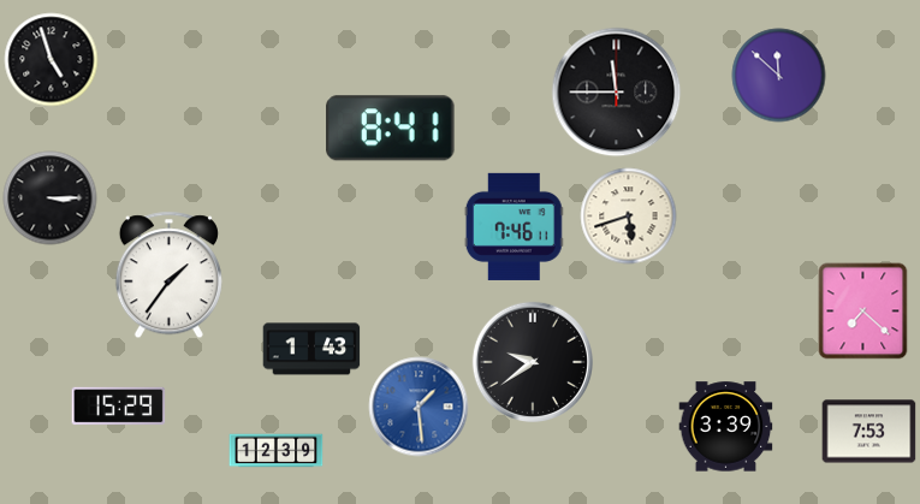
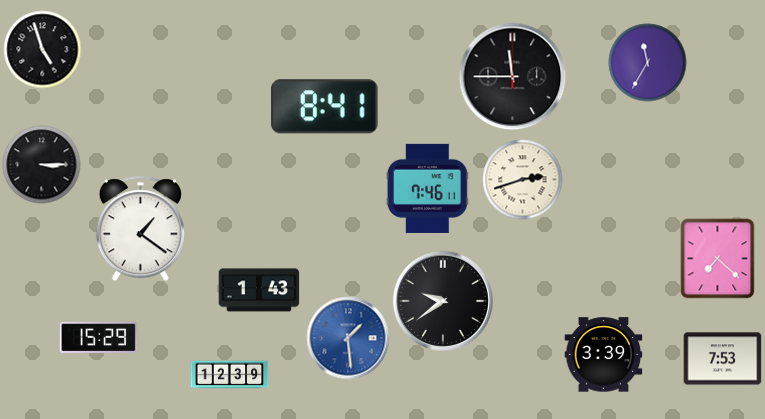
clock at (778, 75): 11:52 -> 11:35
clock at (628, 215): 5:42 -> 2:42
clock at (168, 274): 1:36 -> 1:21
